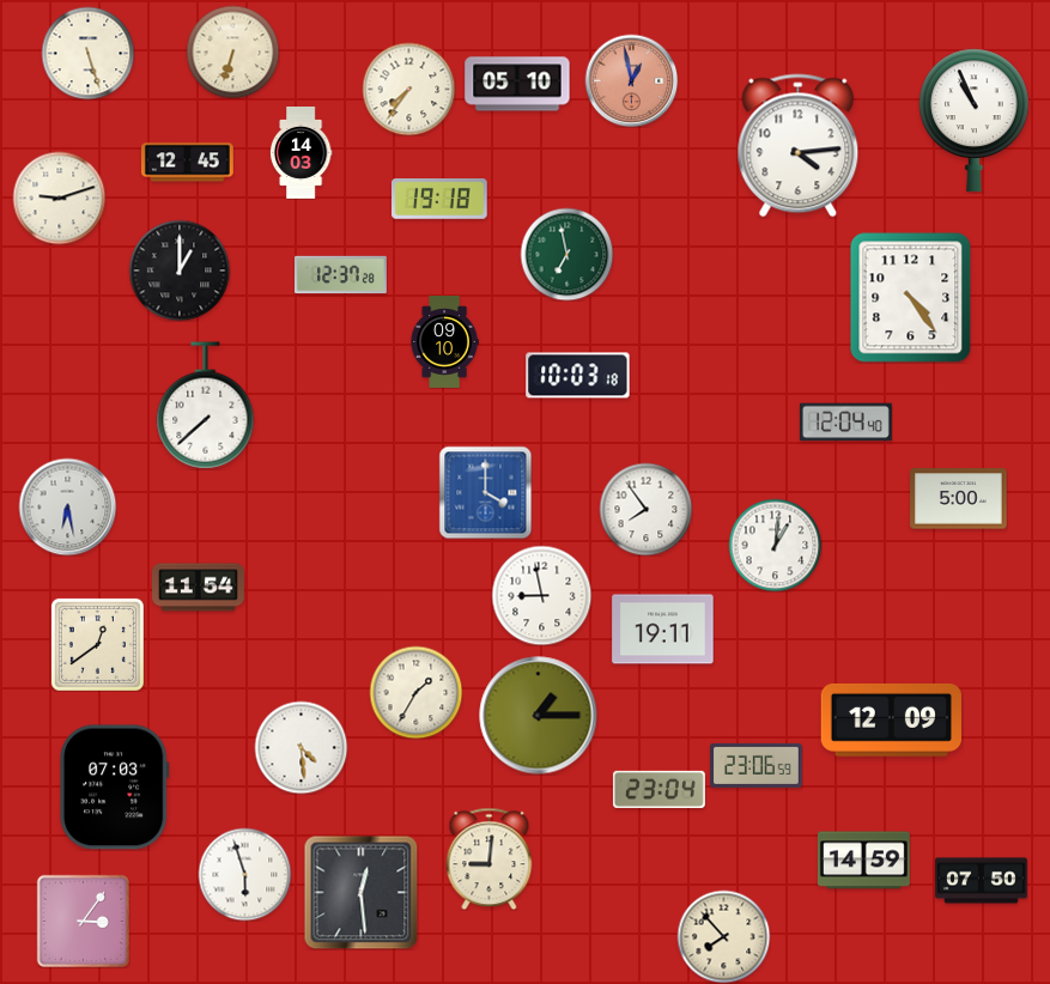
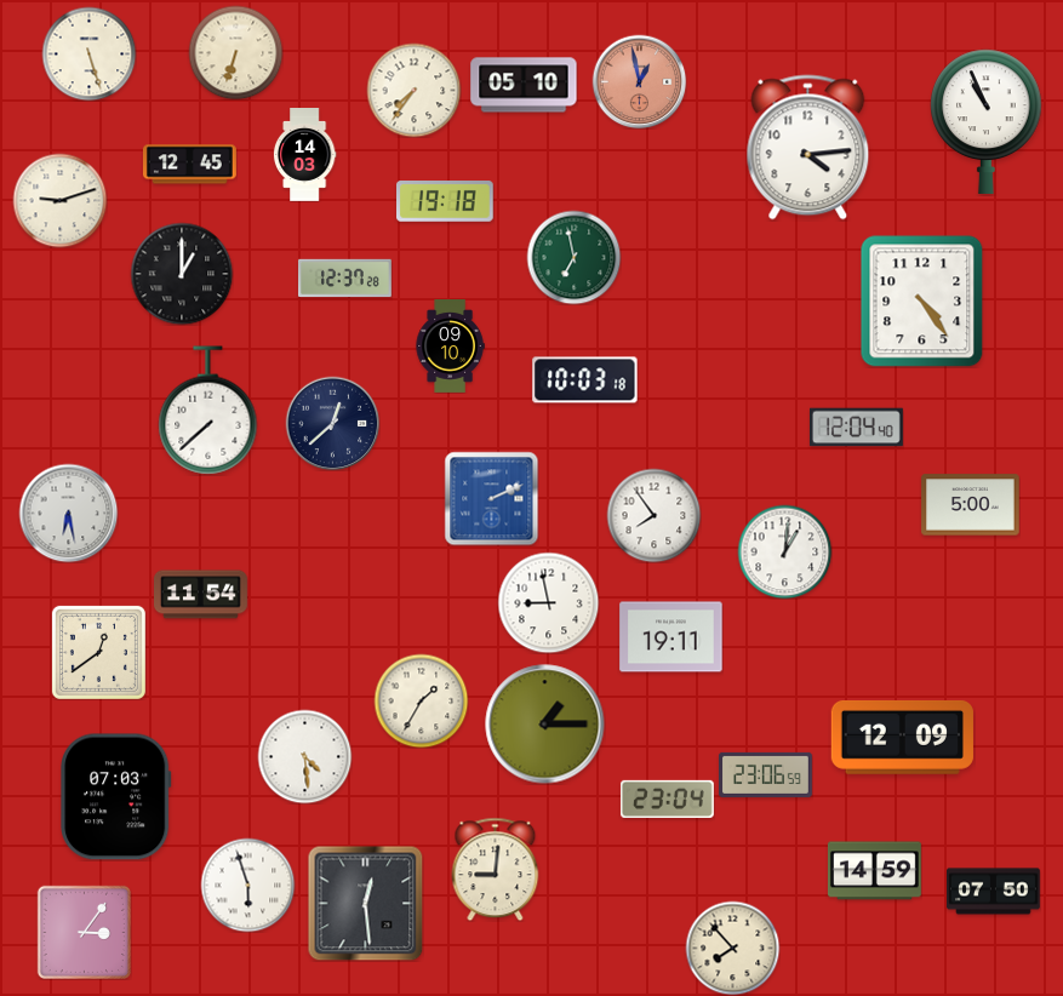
clock at (332, 423): none -> 12:38
clock at (485, 492): 4:00 -> 2:11
clock at (891, 719) position: (891, 719) -> (902, 737)
